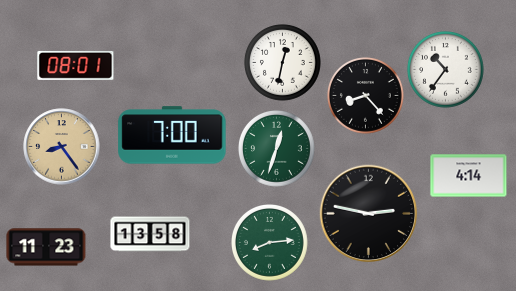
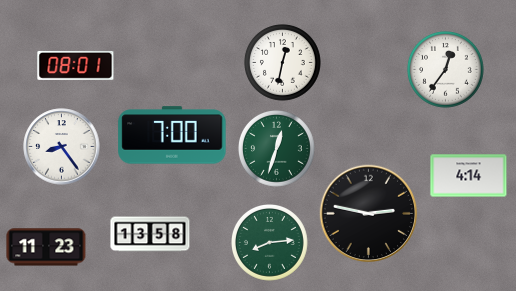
clock at (446, 70): 10:36 -> 12:36
clock at (366, 96): 8:23 -> none
clock at (62, 147) dial: champagne -> white
